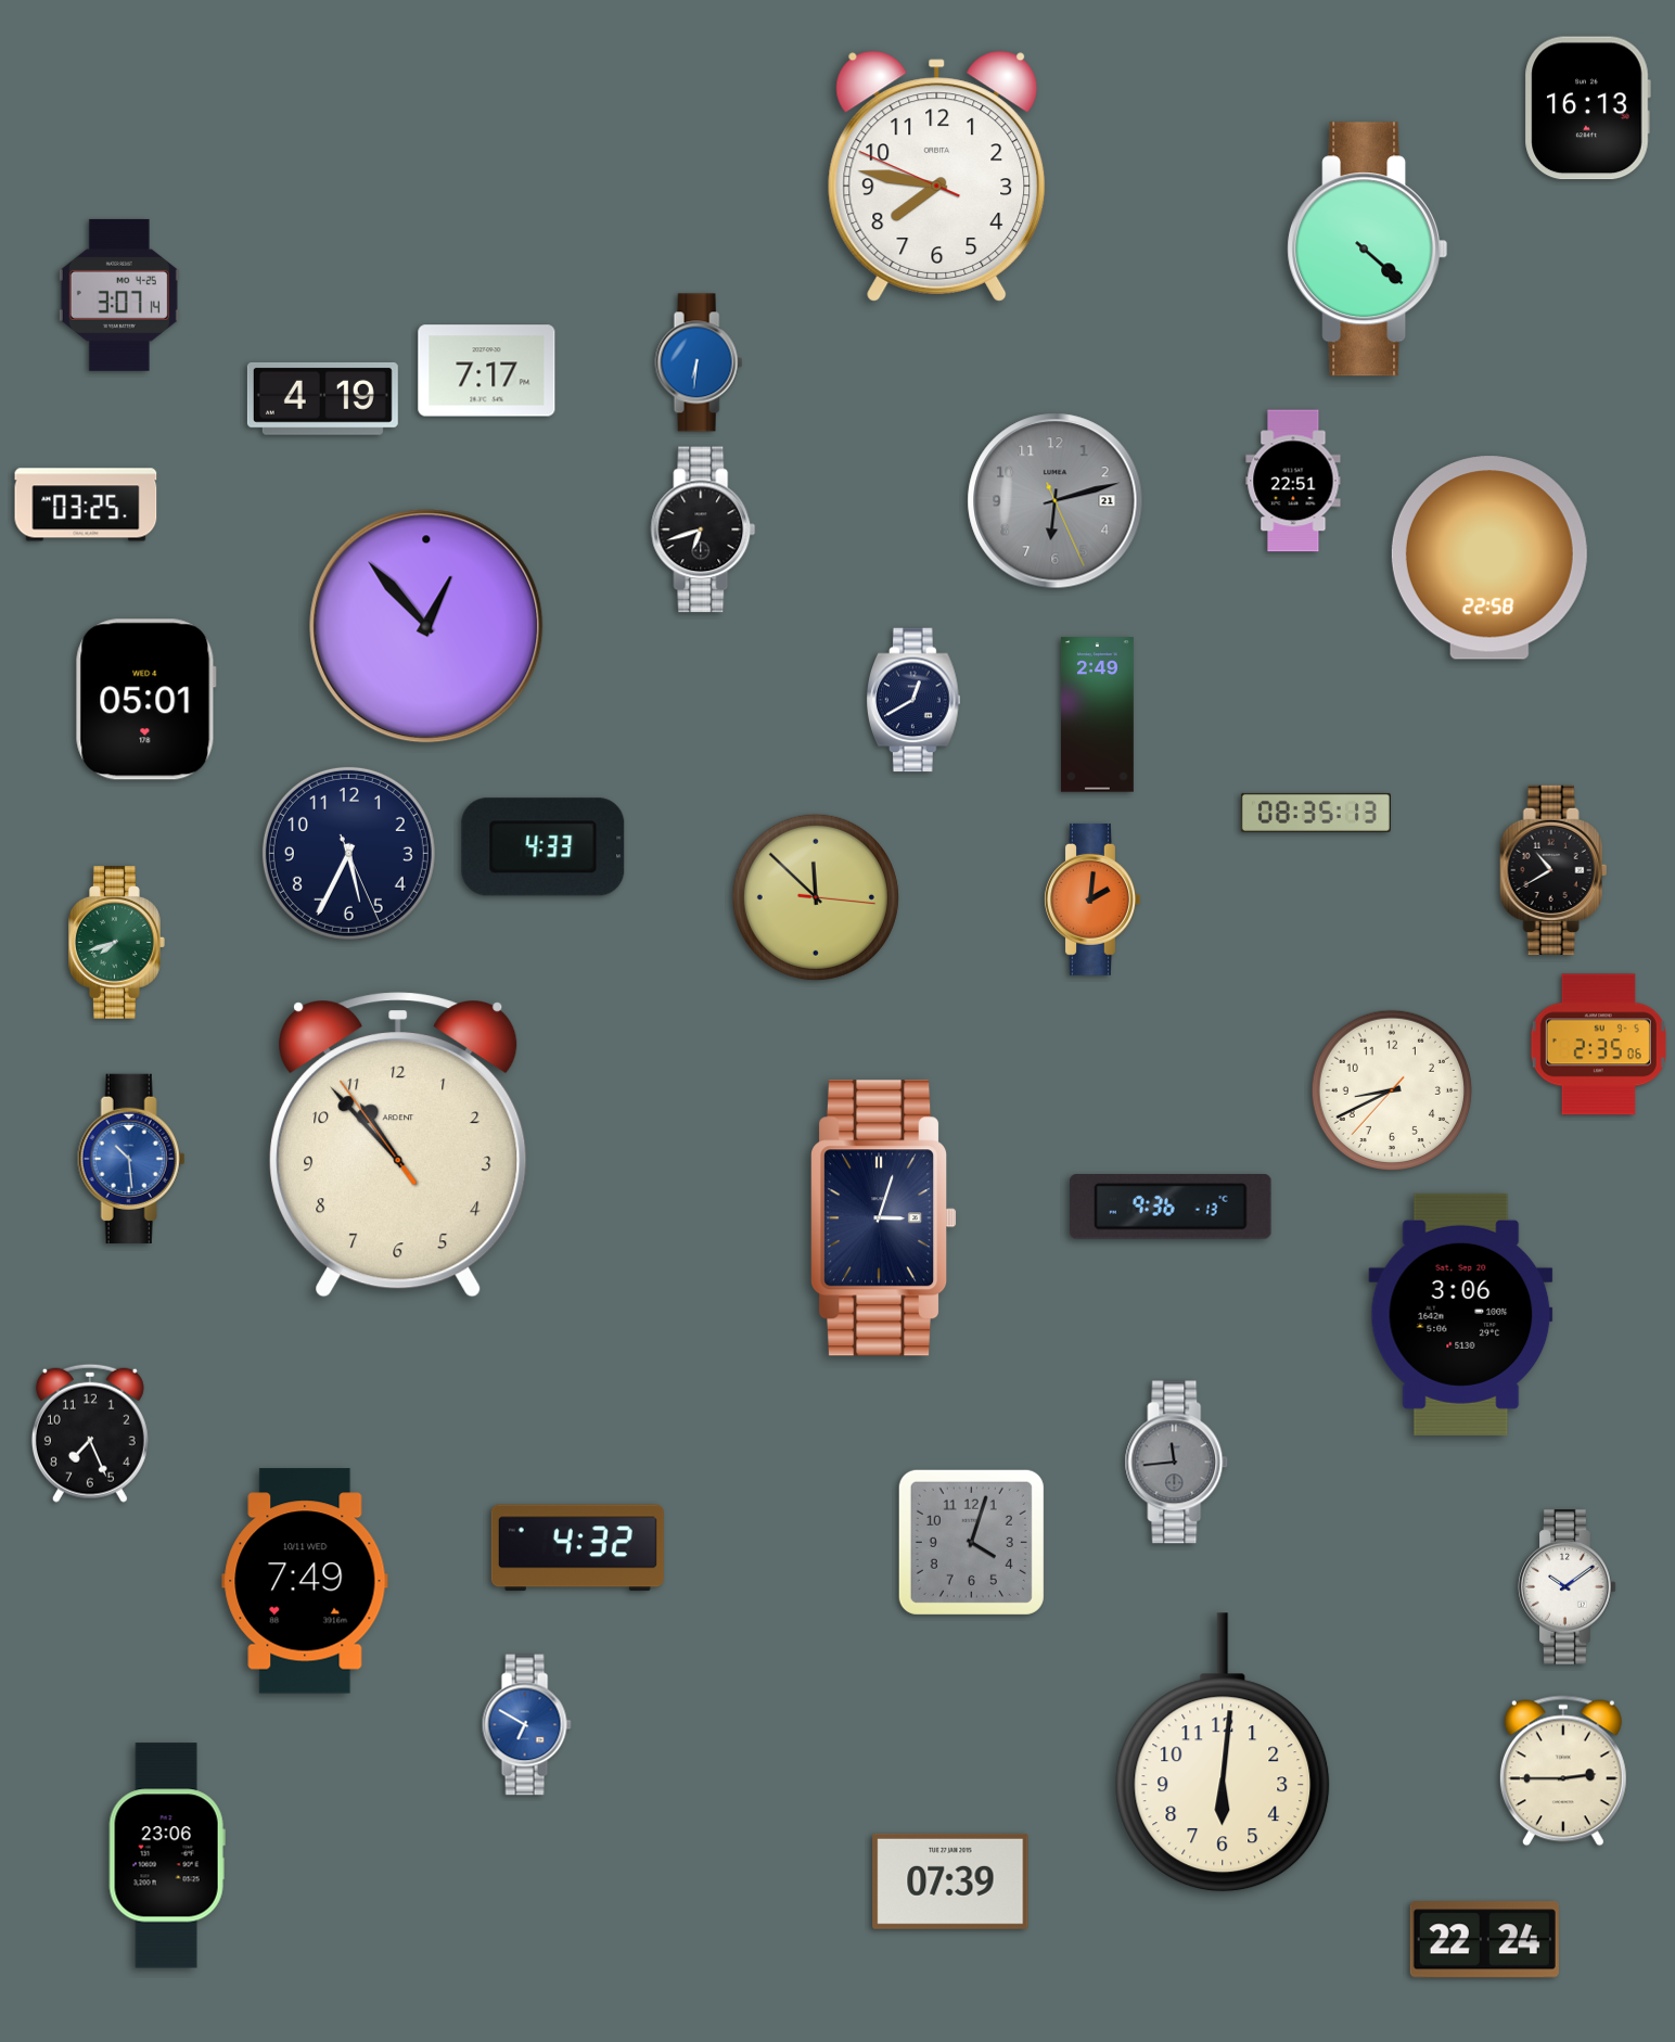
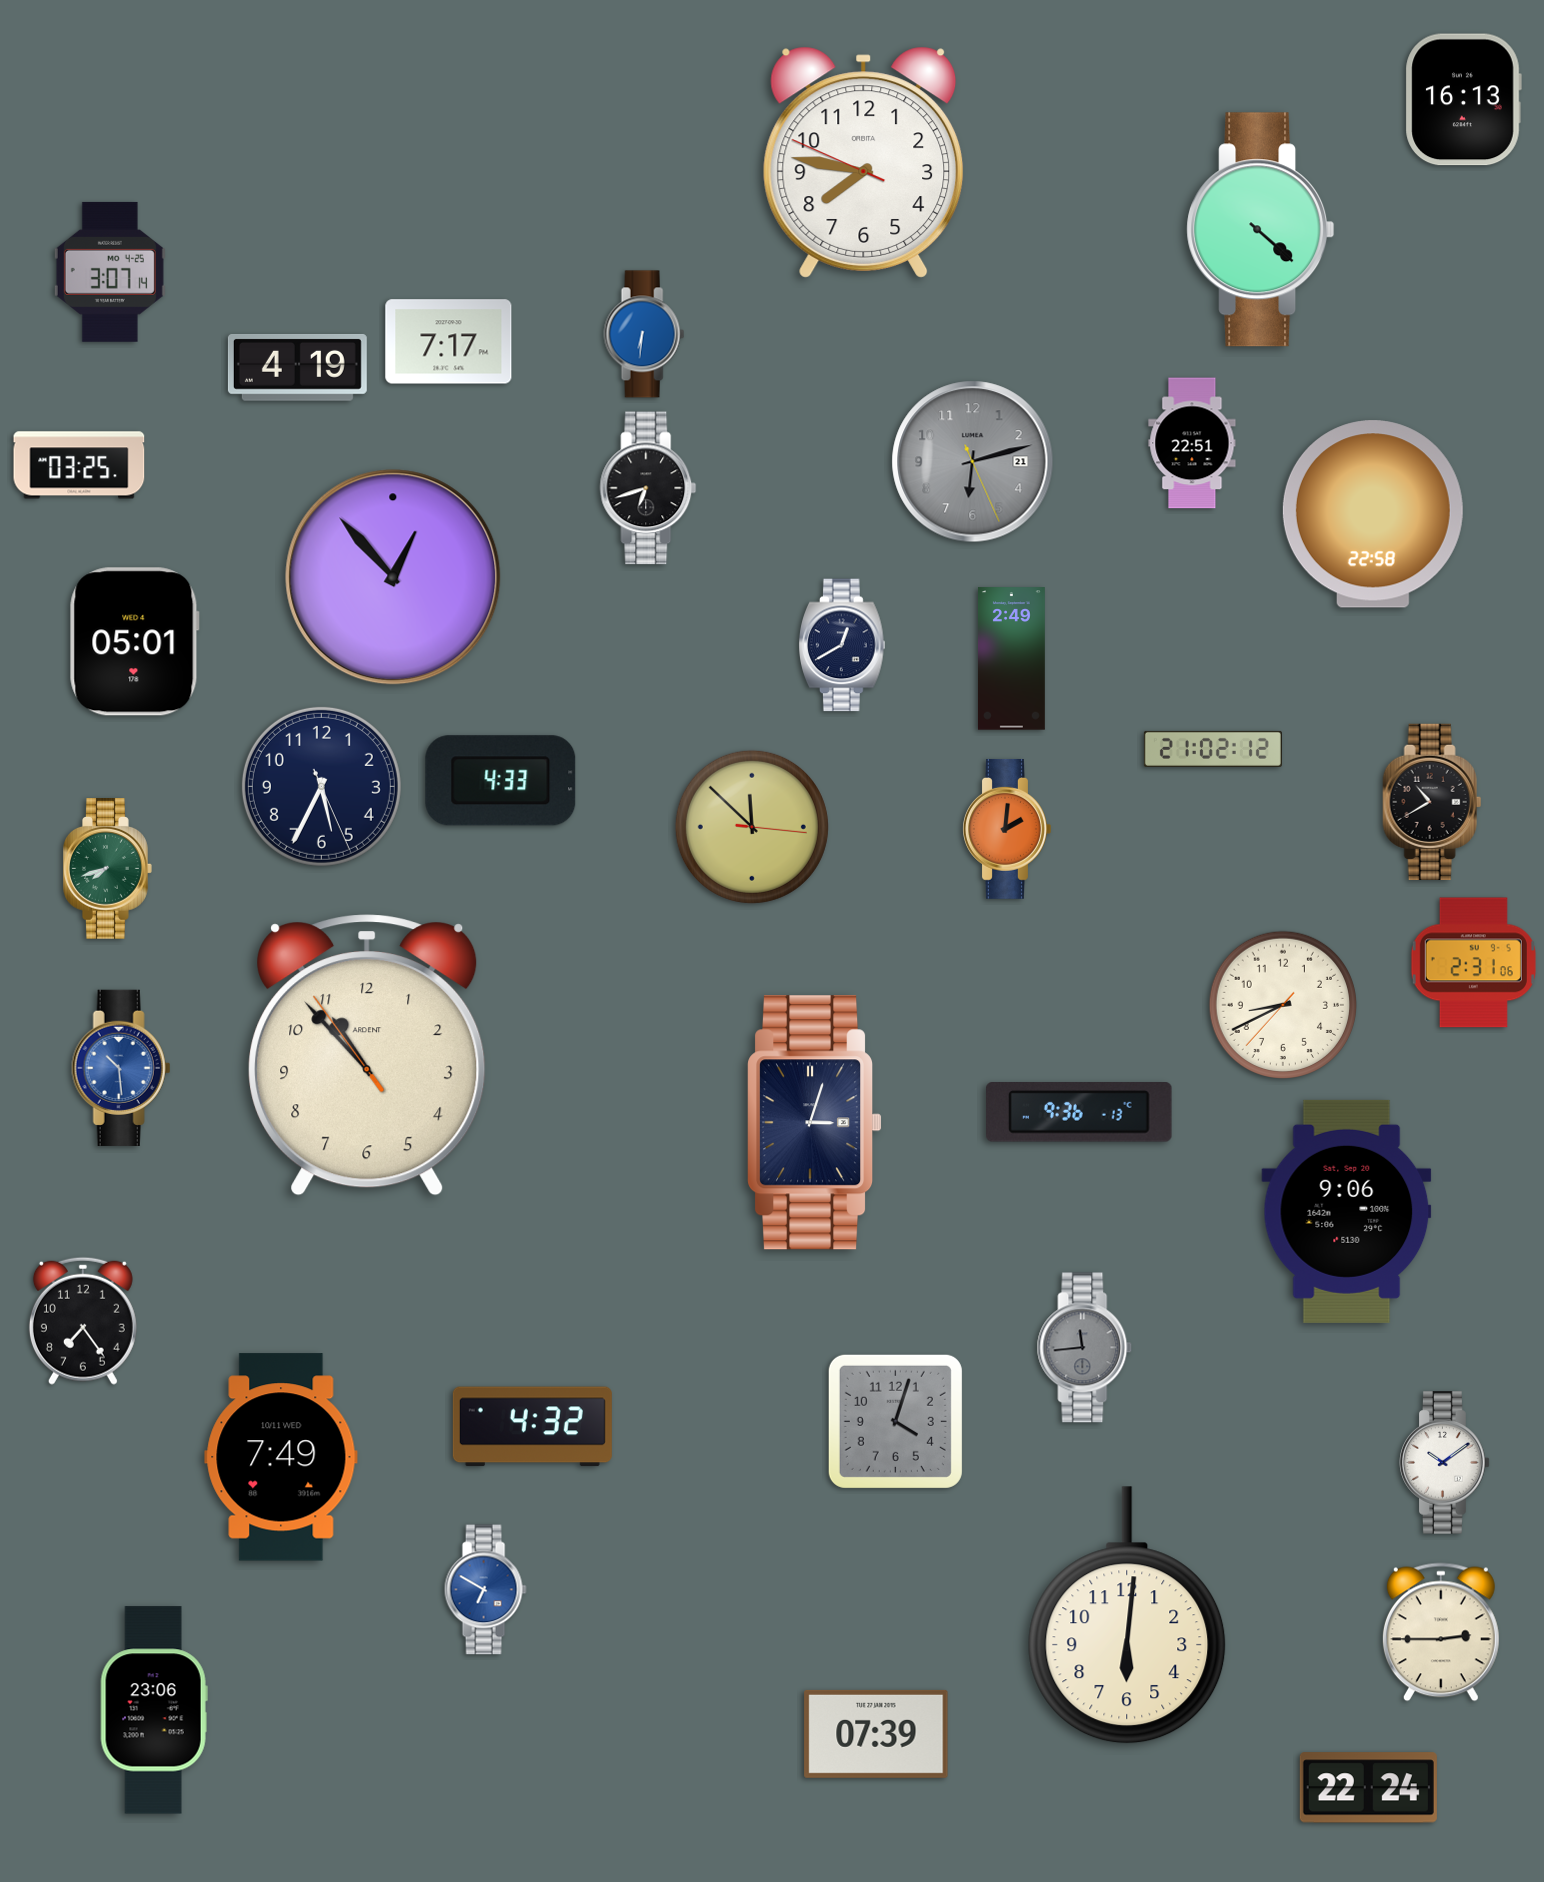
clock at (145, 700) position: (145, 700) -> (134, 642)
clock at (1316, 813): 08:35 -> 21:02
clock at (1598, 1045): 2:35 -> 2:31
clock at (1461, 1314): 3:06 -> 9:06
clock at (90, 1433): 7:26 -> 7:24
